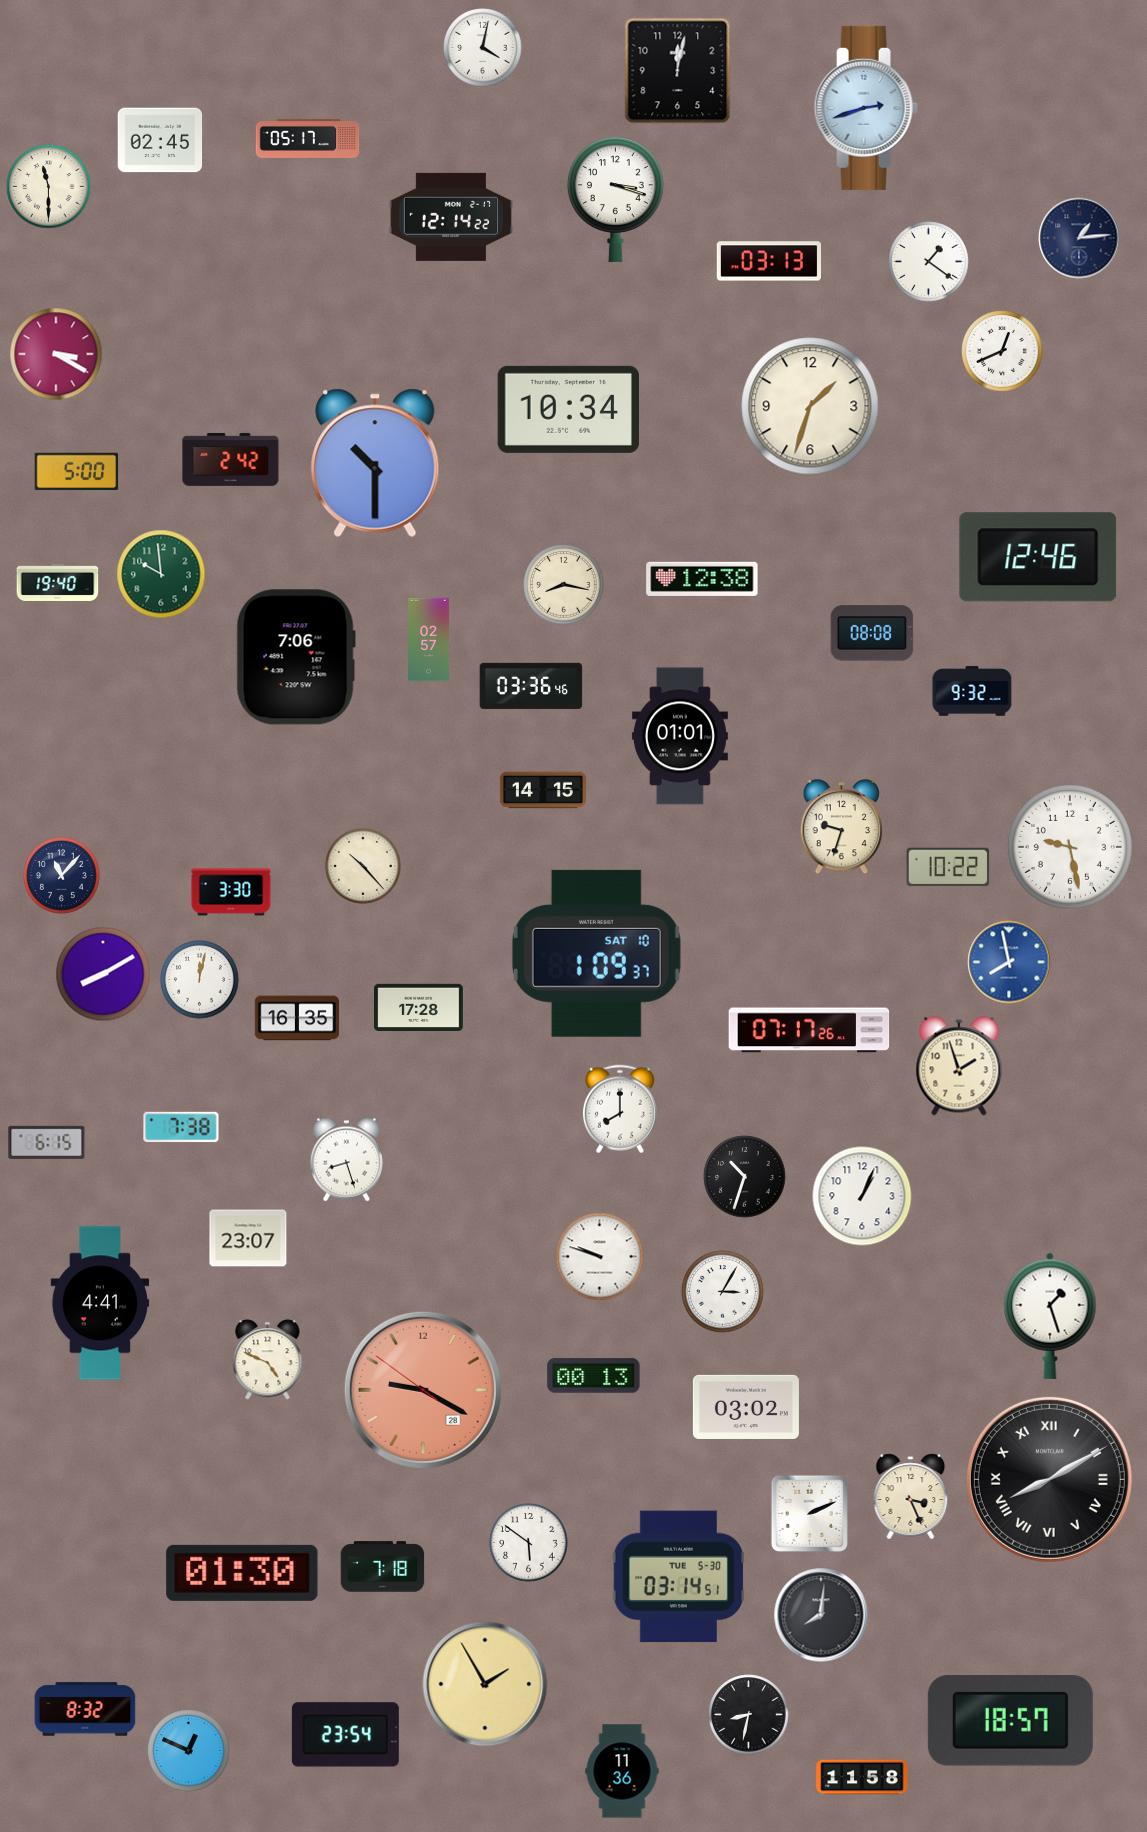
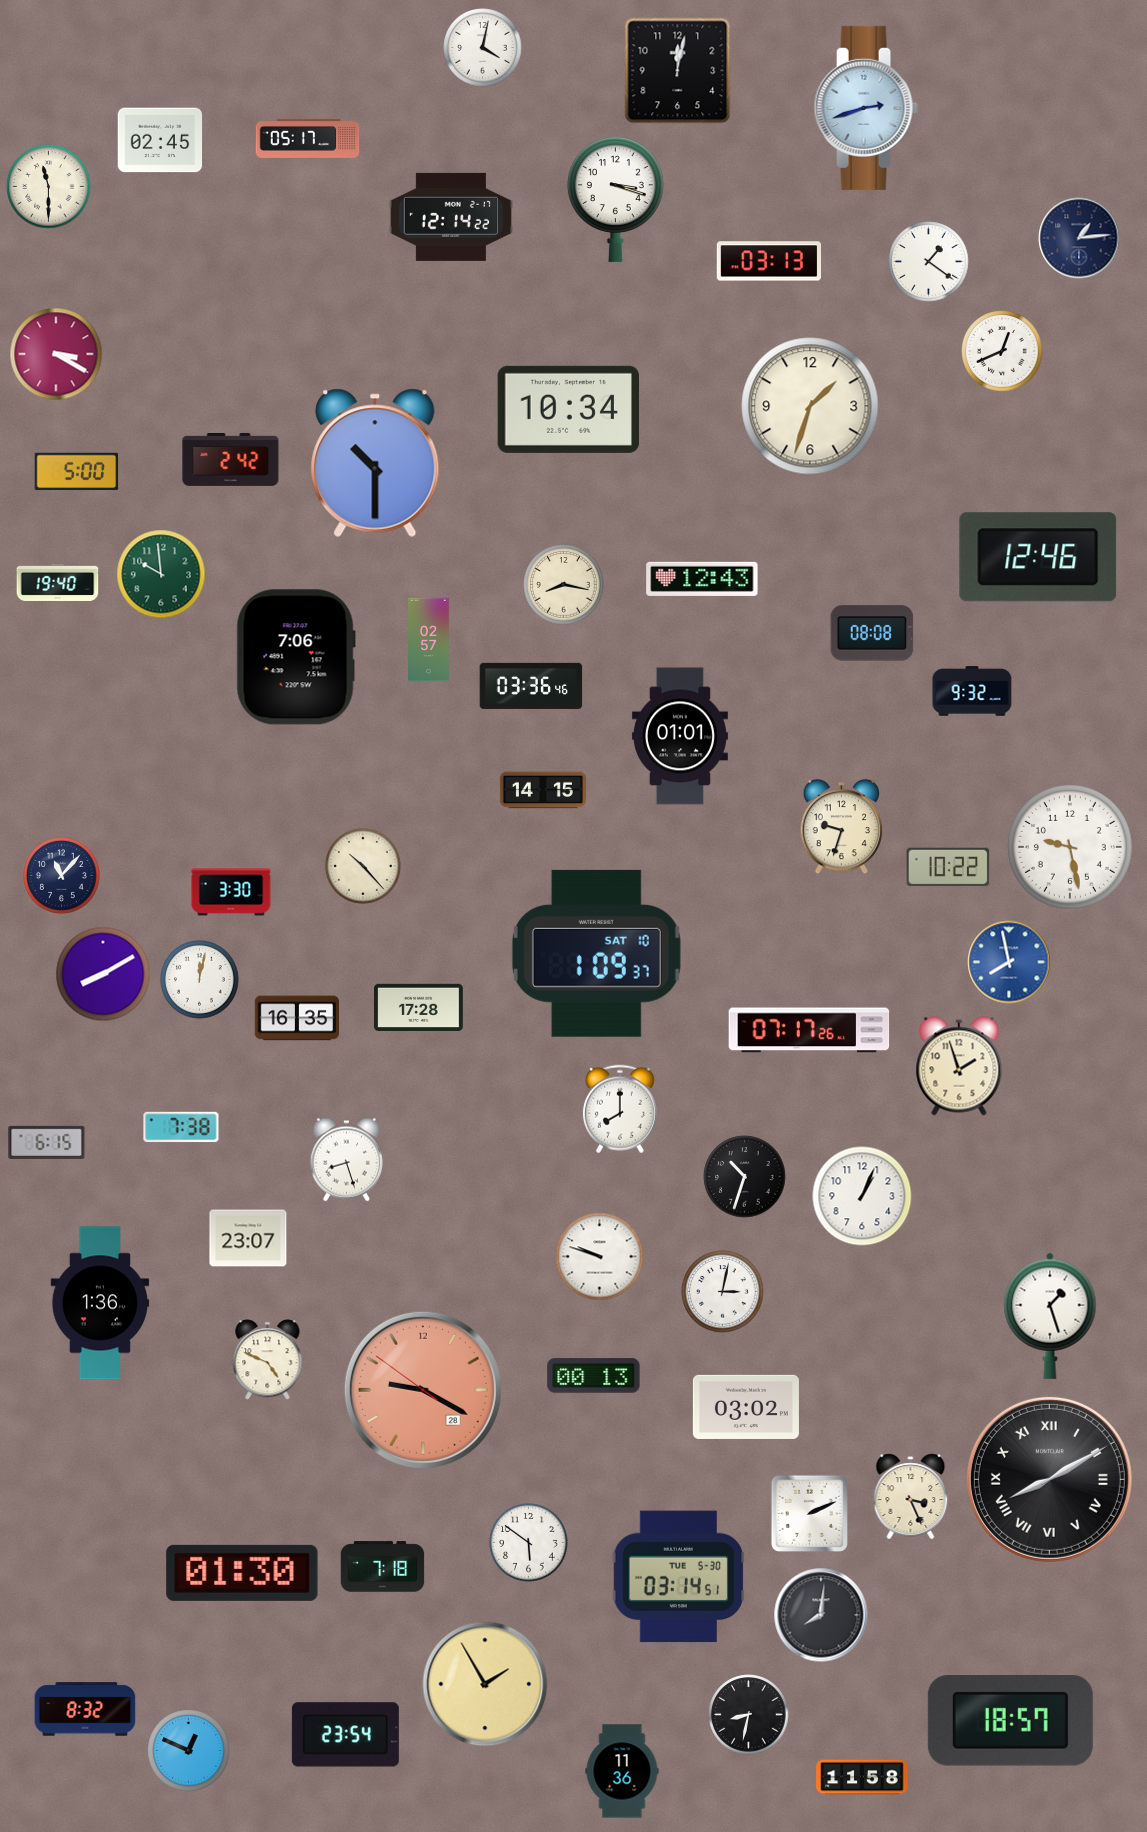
clock at (702, 579): 12:38 -> 12:43
clock at (723, 1292): 3:05 -> 3:02
clock at (100, 1303): 4:41 -> 1:36
